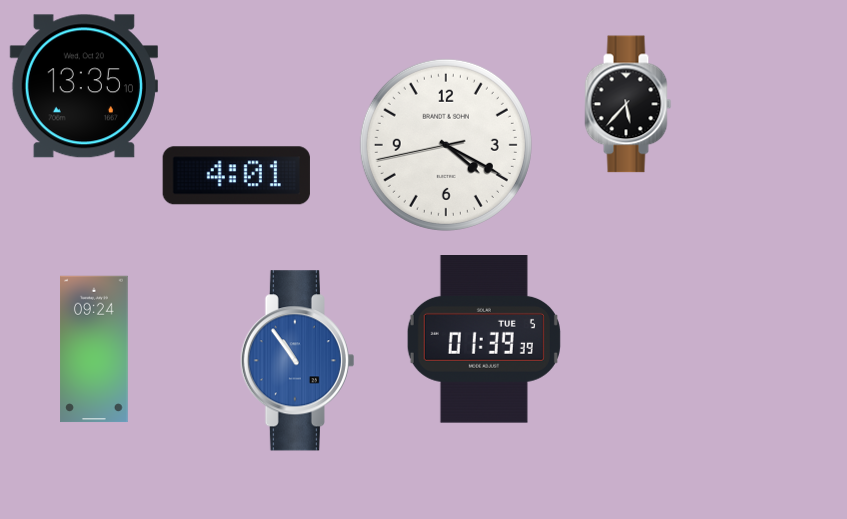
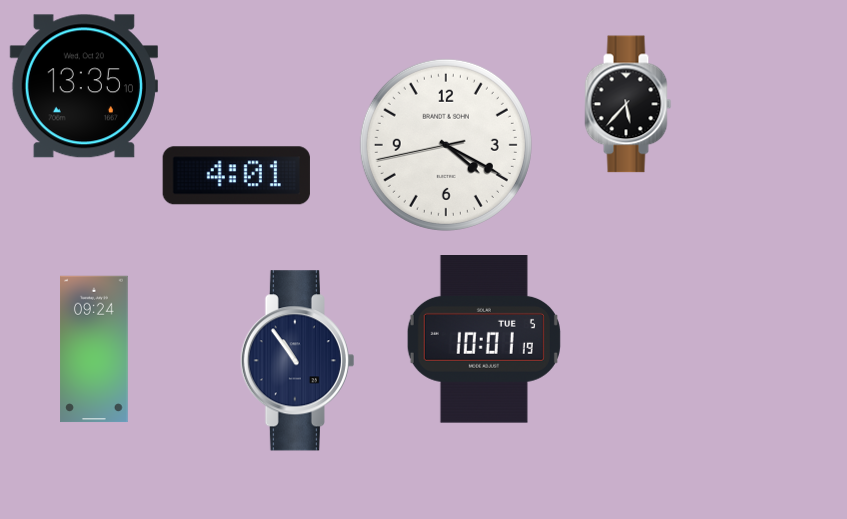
clock at (484, 340): 01:39 -> 10:01
clock at (297, 361) dial: blue -> navy
